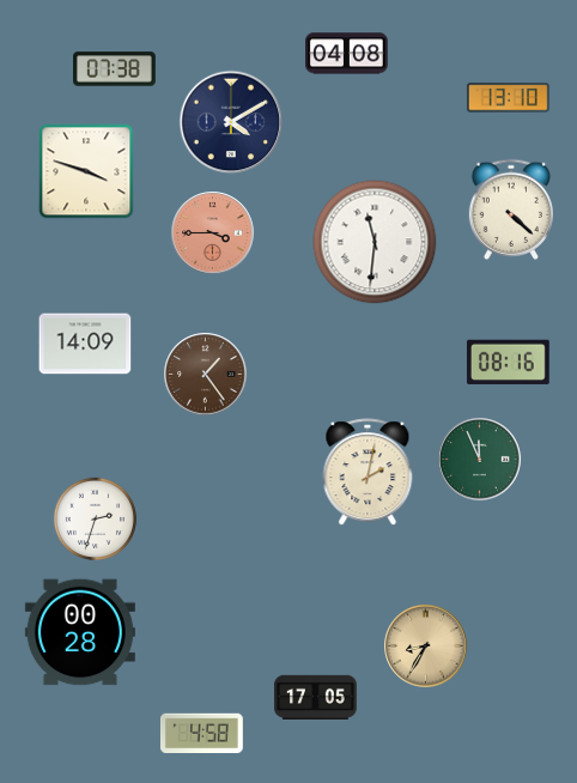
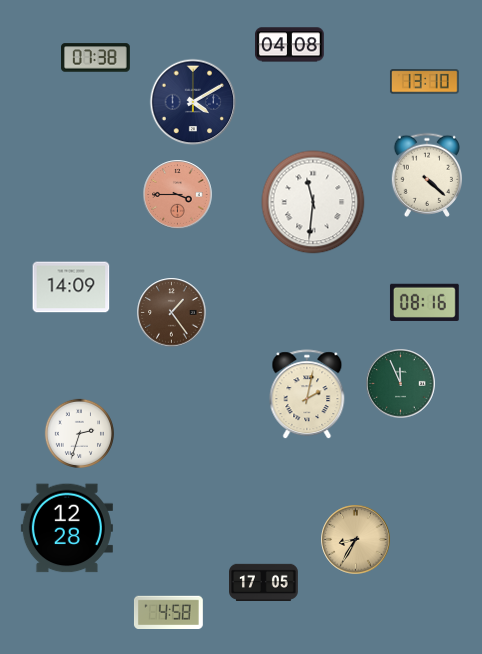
clock at (86, 171): 3:48 -> none
clock at (80, 632): 00:28 -> 12:28
